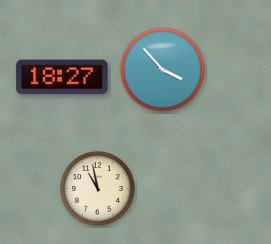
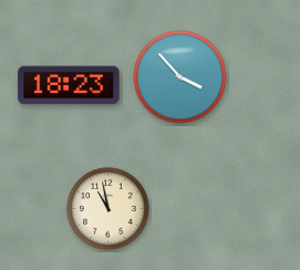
clock at (62, 77): 18:27 -> 18:23
